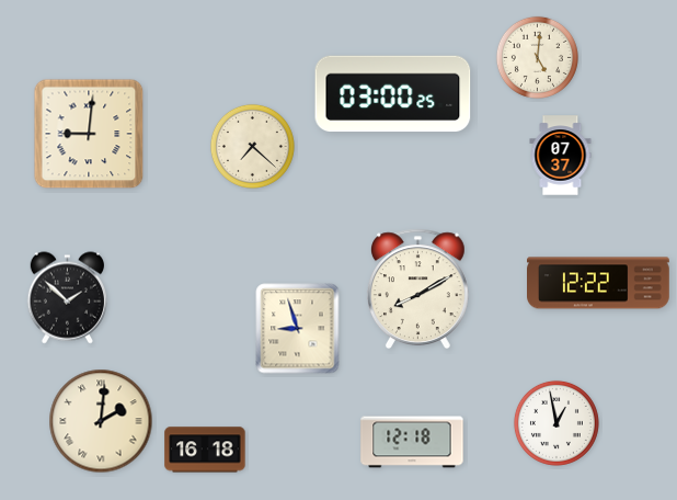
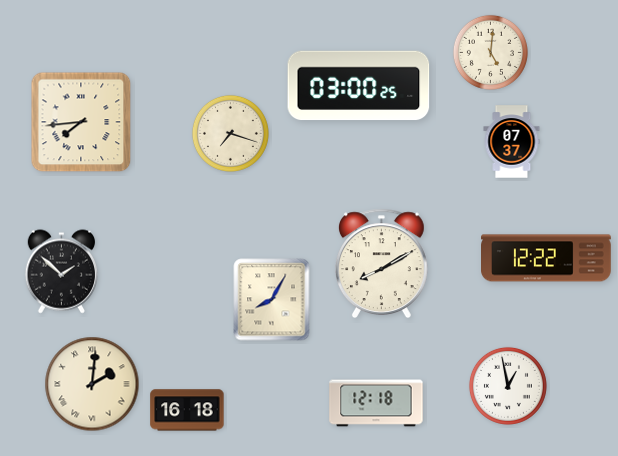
clock at (89, 134): 9:01 -> 7:44
clock at (252, 146): 7:22 -> 7:18
clock at (298, 329): 8:57 -> 8:05
